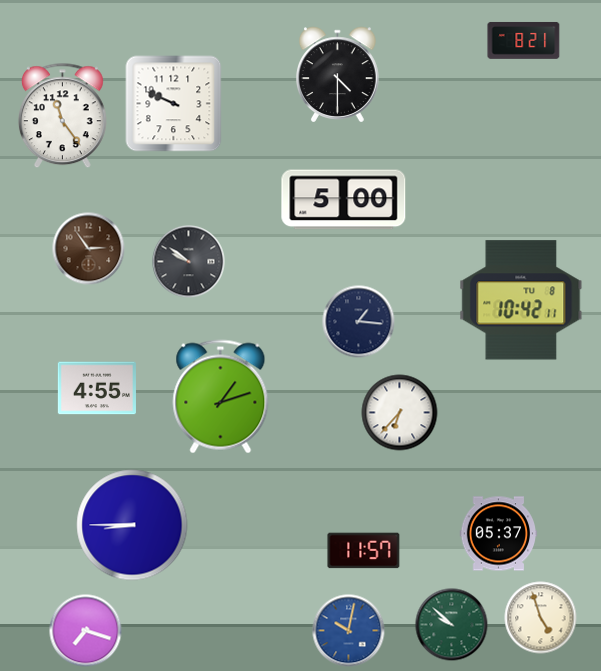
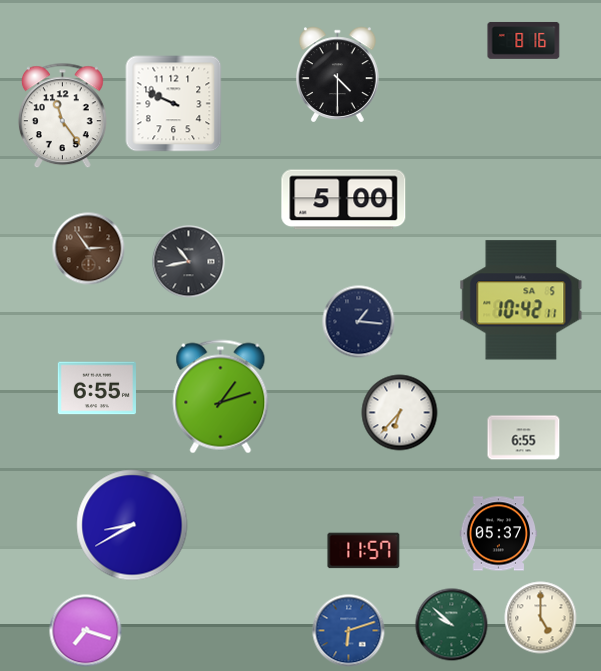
clock at (524, 40): 8:21 -> 8:16
clock at (189, 262): 9:51 -> 10:43
clock at (521, 300) date: TU 8 -> SA 5
clock at (97, 388): 4:55 -> 6:55
clock at (524, 438): none -> 6:55
clock at (132, 525): 8:45 -> 8:40
clock at (541, 618): 4:57 -> 5:00
clock at (349, 631): 10:02 -> 6:12
